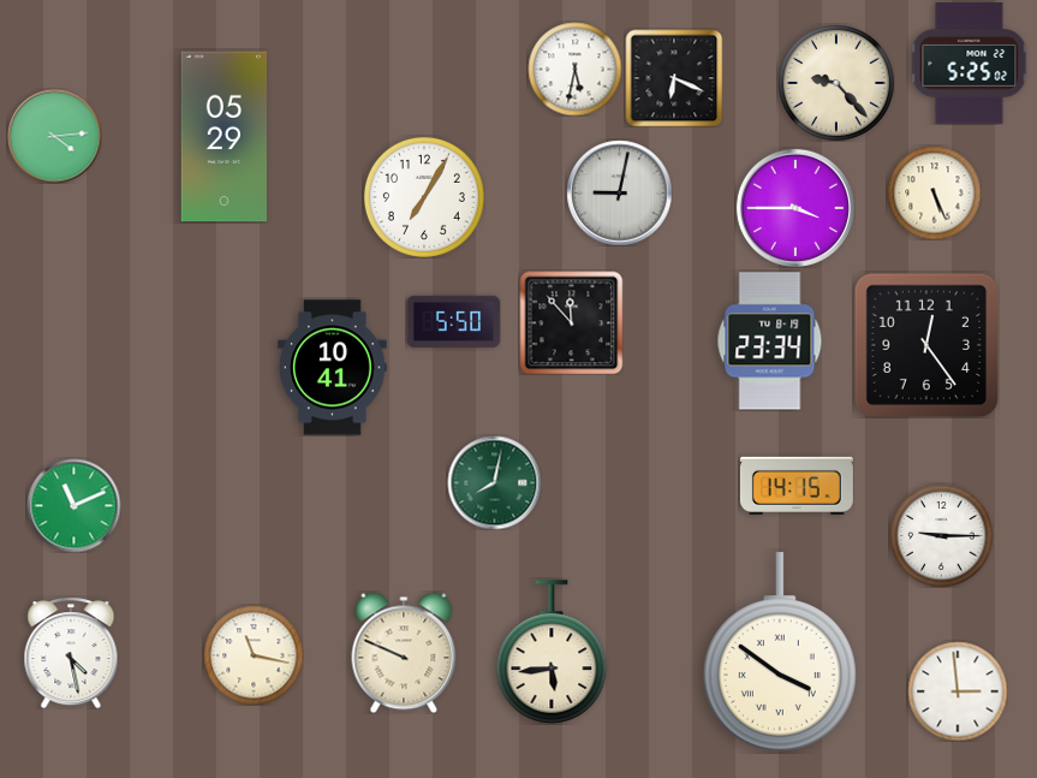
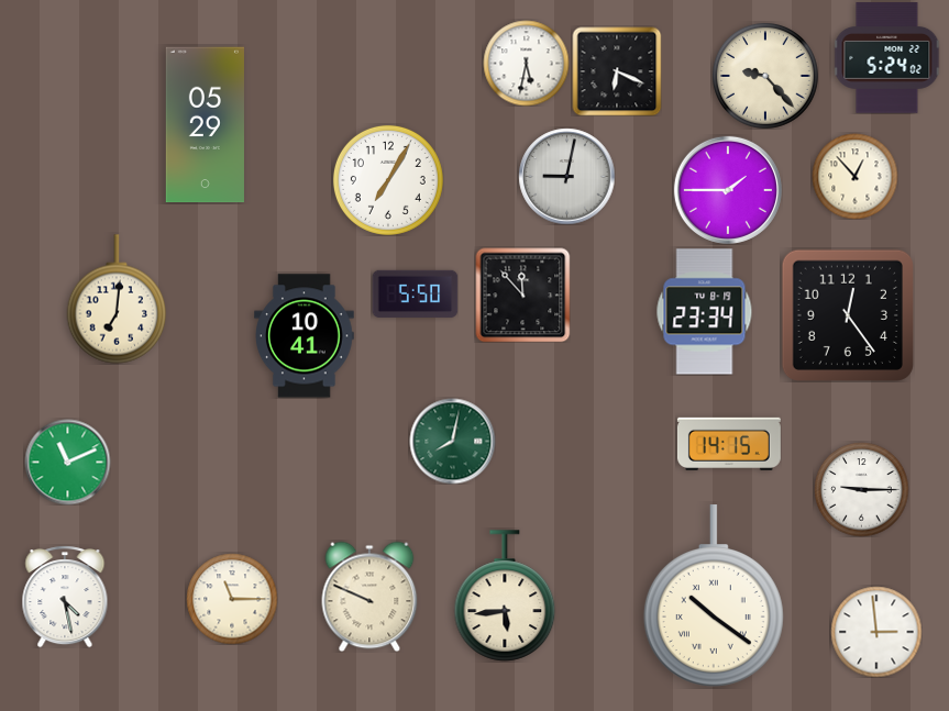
clock at (970, 64): 5:25 -> 5:24
clock at (54, 136): 4:14 -> none
clock at (934, 192): 5:26 -> 12:53
clock at (795, 208): 3:45 -> 1:45
clock at (117, 299): none -> 7:01
clock at (780, 652): 3:51 -> 10:21
clock at (254, 655): 11:17 -> 11:15
